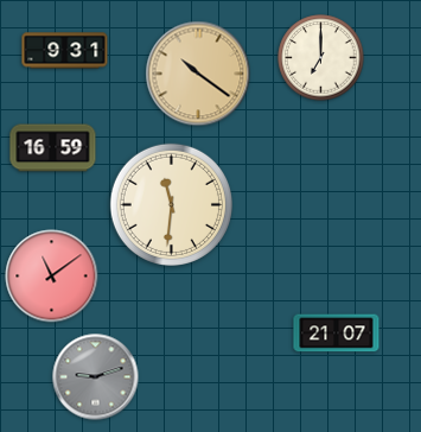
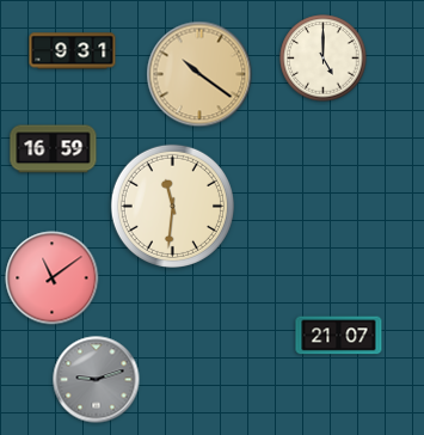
clock at (65, 51) position: (65, 51) -> (73, 51)
clock at (321, 58): 7:00 -> 5:00
